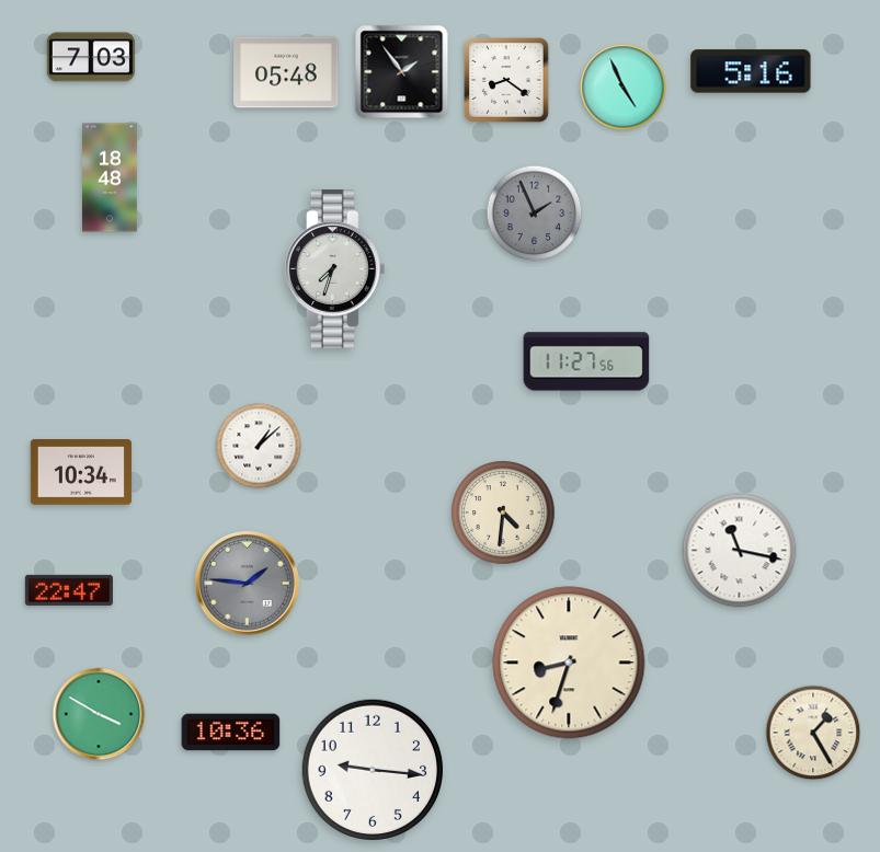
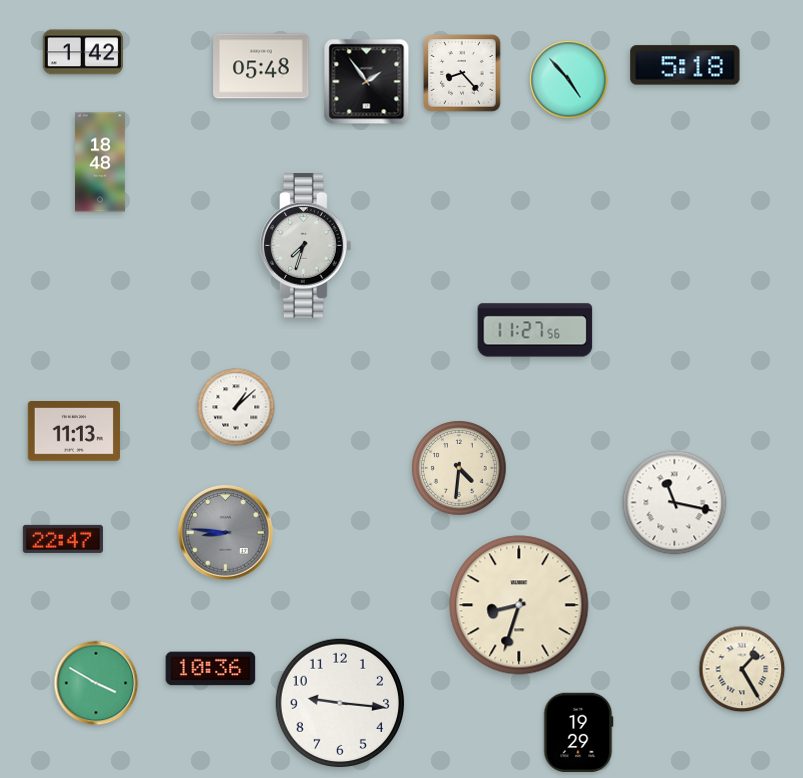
clock at (91, 57): 7:03 -> 1:42
clock at (751, 71): 5:16 -> 5:18
clock at (402, 72) position: (402, 72) -> (367, 82)
clock at (506, 80): 8:21 -> 8:23
clock at (624, 88): 4:56 -> 4:53
clock at (535, 214): 1:56 -> none
clock at (81, 473): 10:34 -> 11:13
clock at (248, 584): 1:46 -> 8:46
clock at (99, 714) position: (99, 714) -> (96, 683)
clock at (579, 732): none -> 19:29
